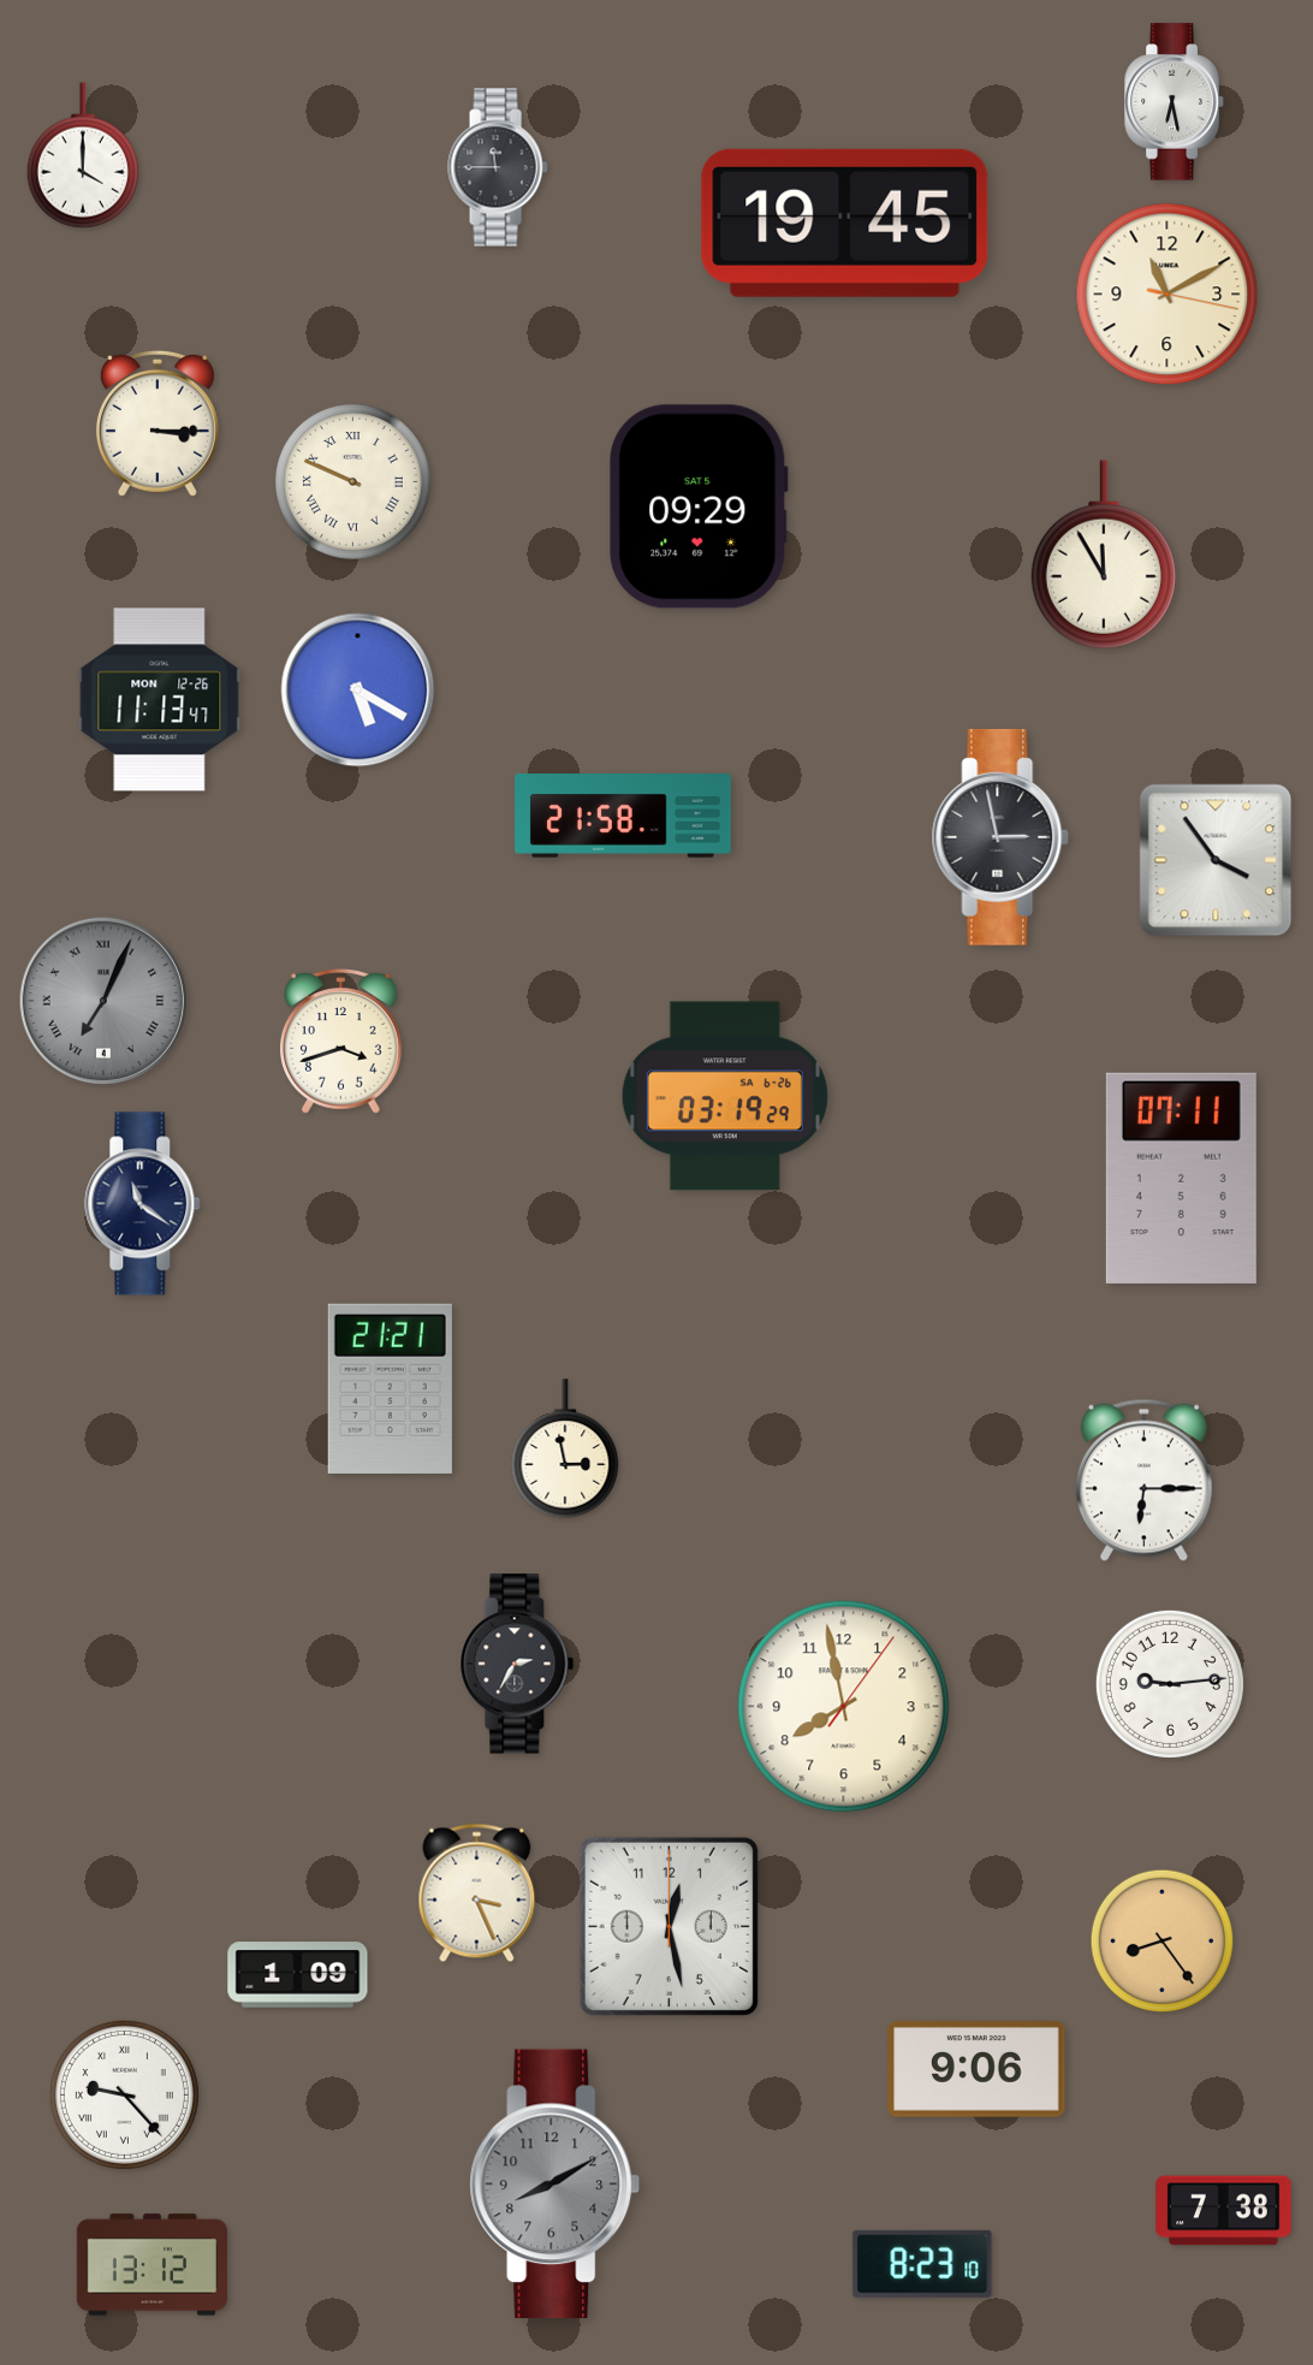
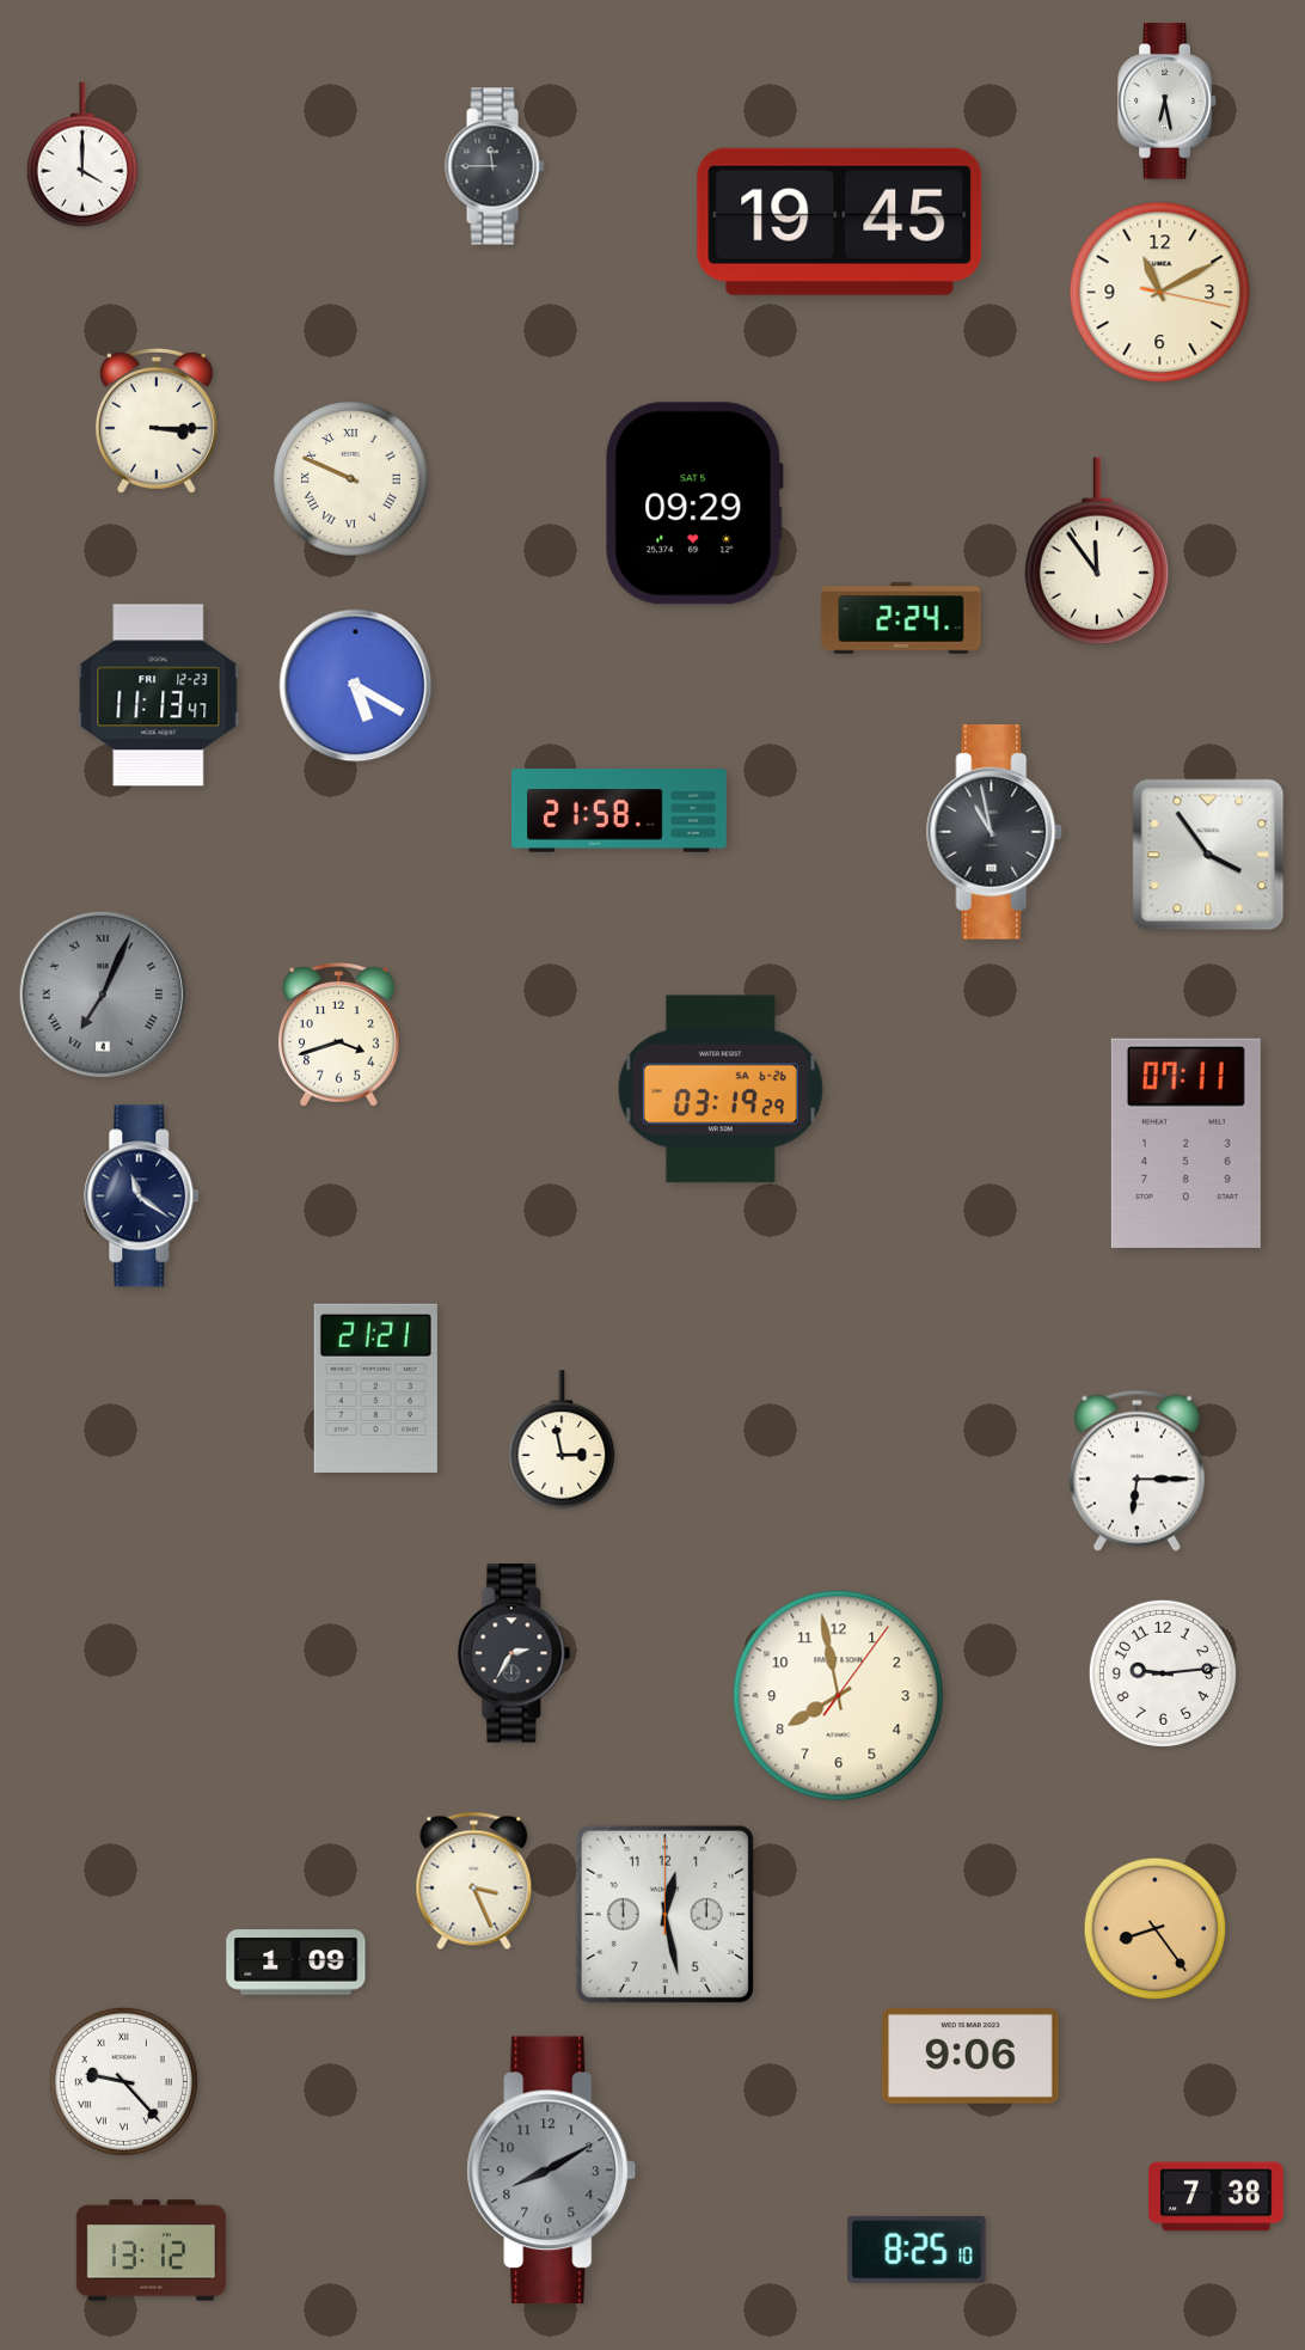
clock at (1104, 555): 11:55 -> 11:54
clock at (901, 618): none -> 2:24
clock at (160, 700) date: MON 12-26 -> FRI 12-23
clock at (1000, 837): 2:58 -> 10:58
clock at (1181, 1178) position: (1181, 1178) -> (1185, 1143)
clock at (390, 1388) position: (390, 1388) -> (375, 1388)
clock at (922, 2264): 8:23 -> 8:25
